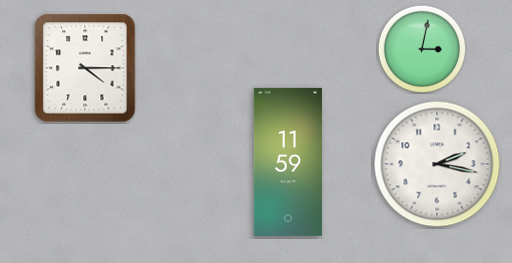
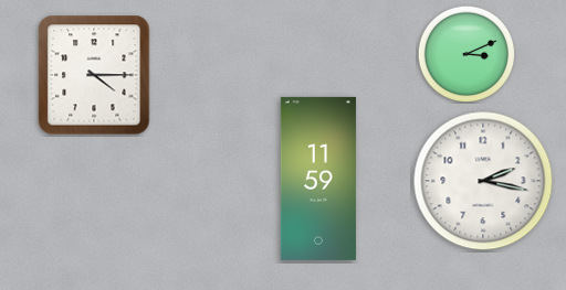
clock at (422, 49): 3:02 -> 3:11
